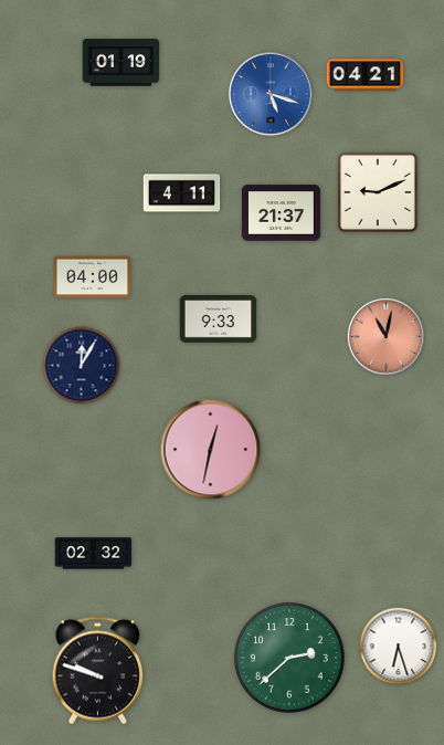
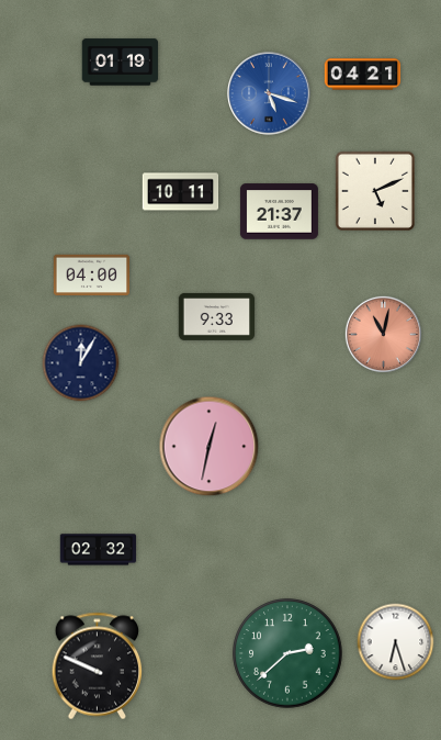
clock at (377, 191): 9:11 -> 5:11
clock at (182, 193): 4:11 -> 10:11
clock at (94, 554) position: (94, 554) -> (99, 550)
clock at (98, 671): 9:48 -> 9:49
